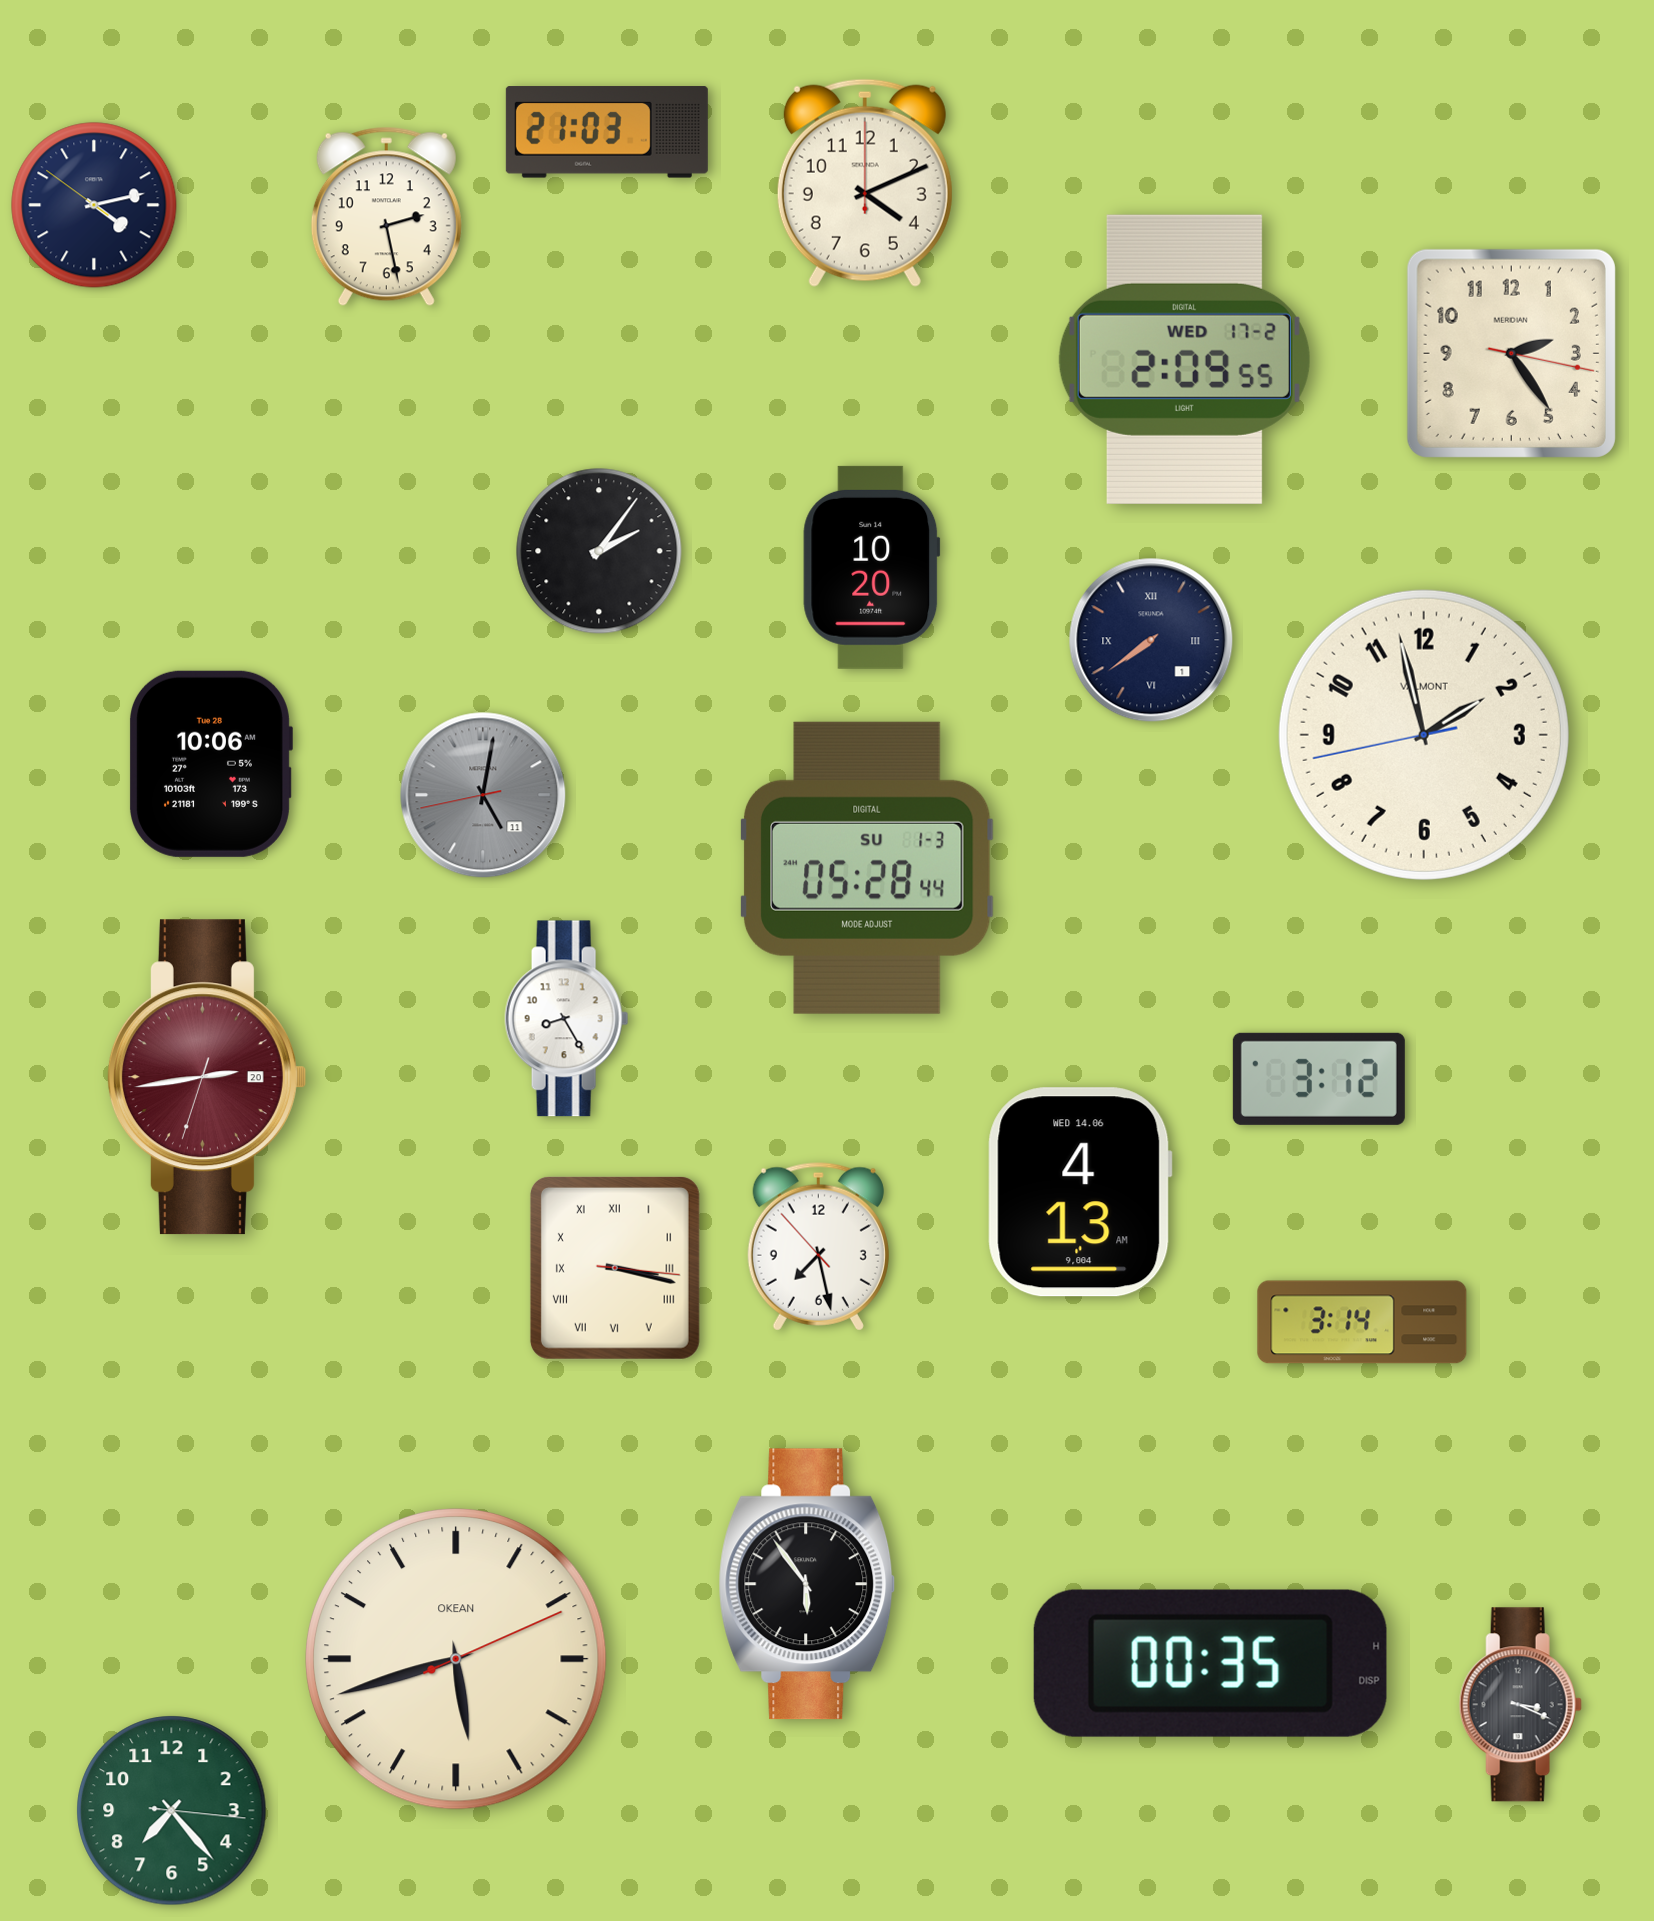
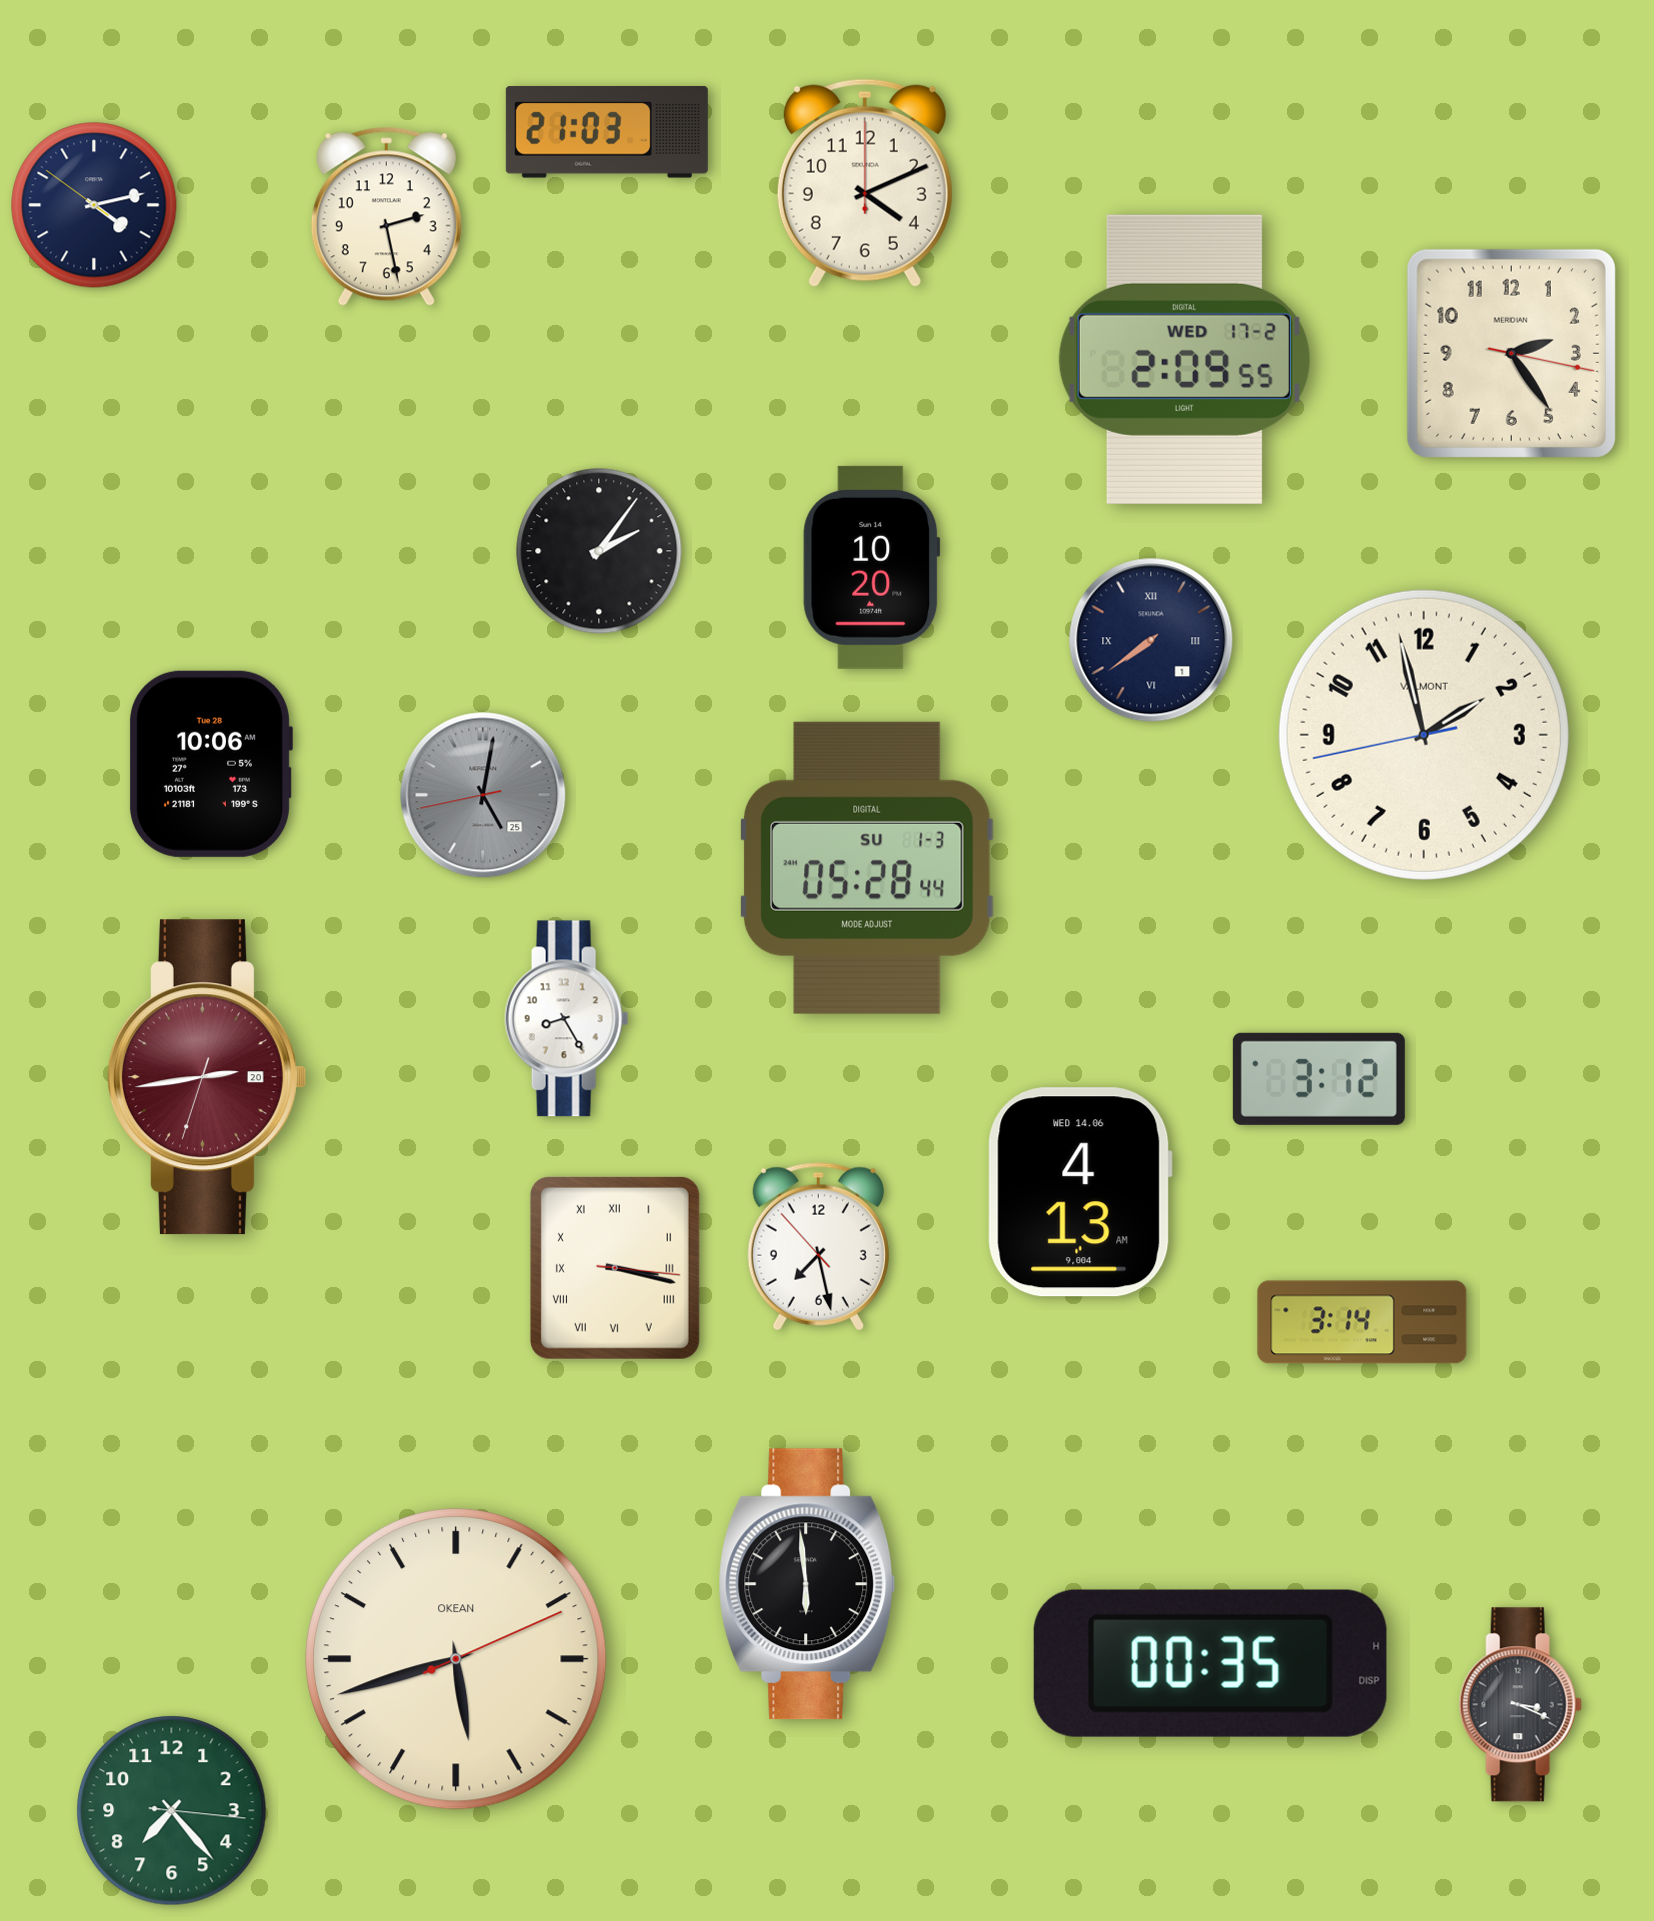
clock at (483, 795) date: 11 -> 25
clock at (807, 1584): 5:54 -> 5:59
